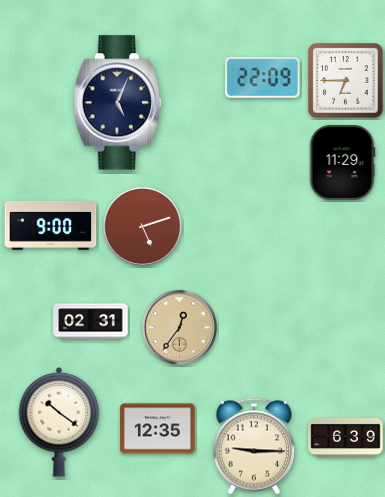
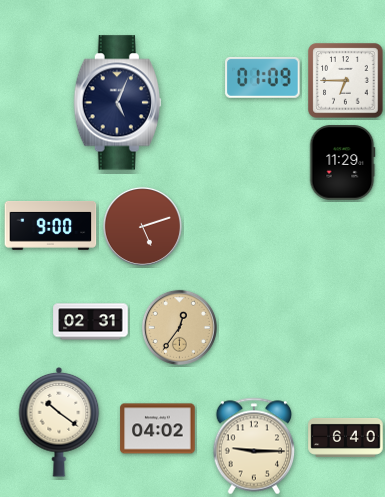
clock at (263, 77): 22:09 -> 01:09
clock at (158, 429): 12:35 -> 04:02
clock at (346, 437): 6:39 -> 6:40
